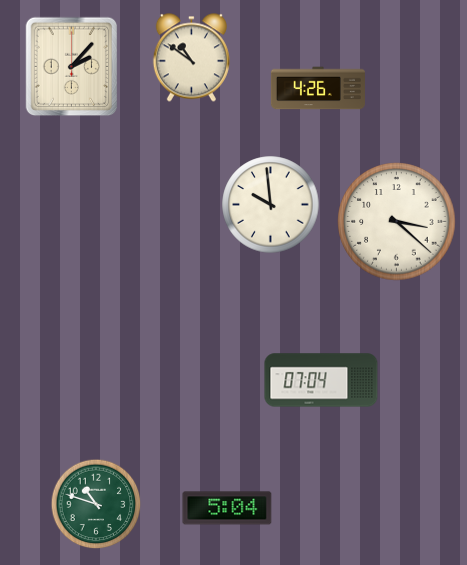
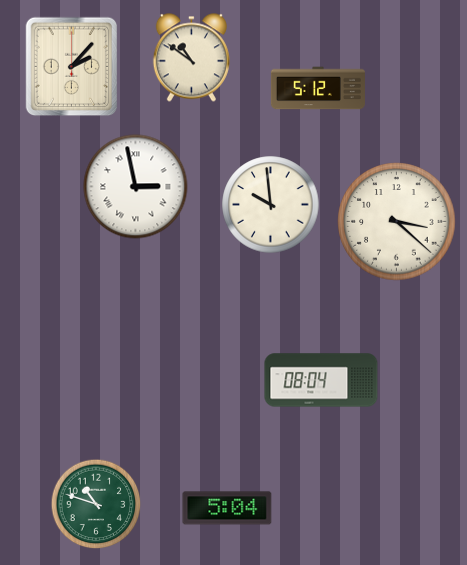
clock at (318, 88): 4:26 -> 5:12
clock at (136, 187): none -> 2:58
clock at (321, 380): 07:04 -> 08:04
